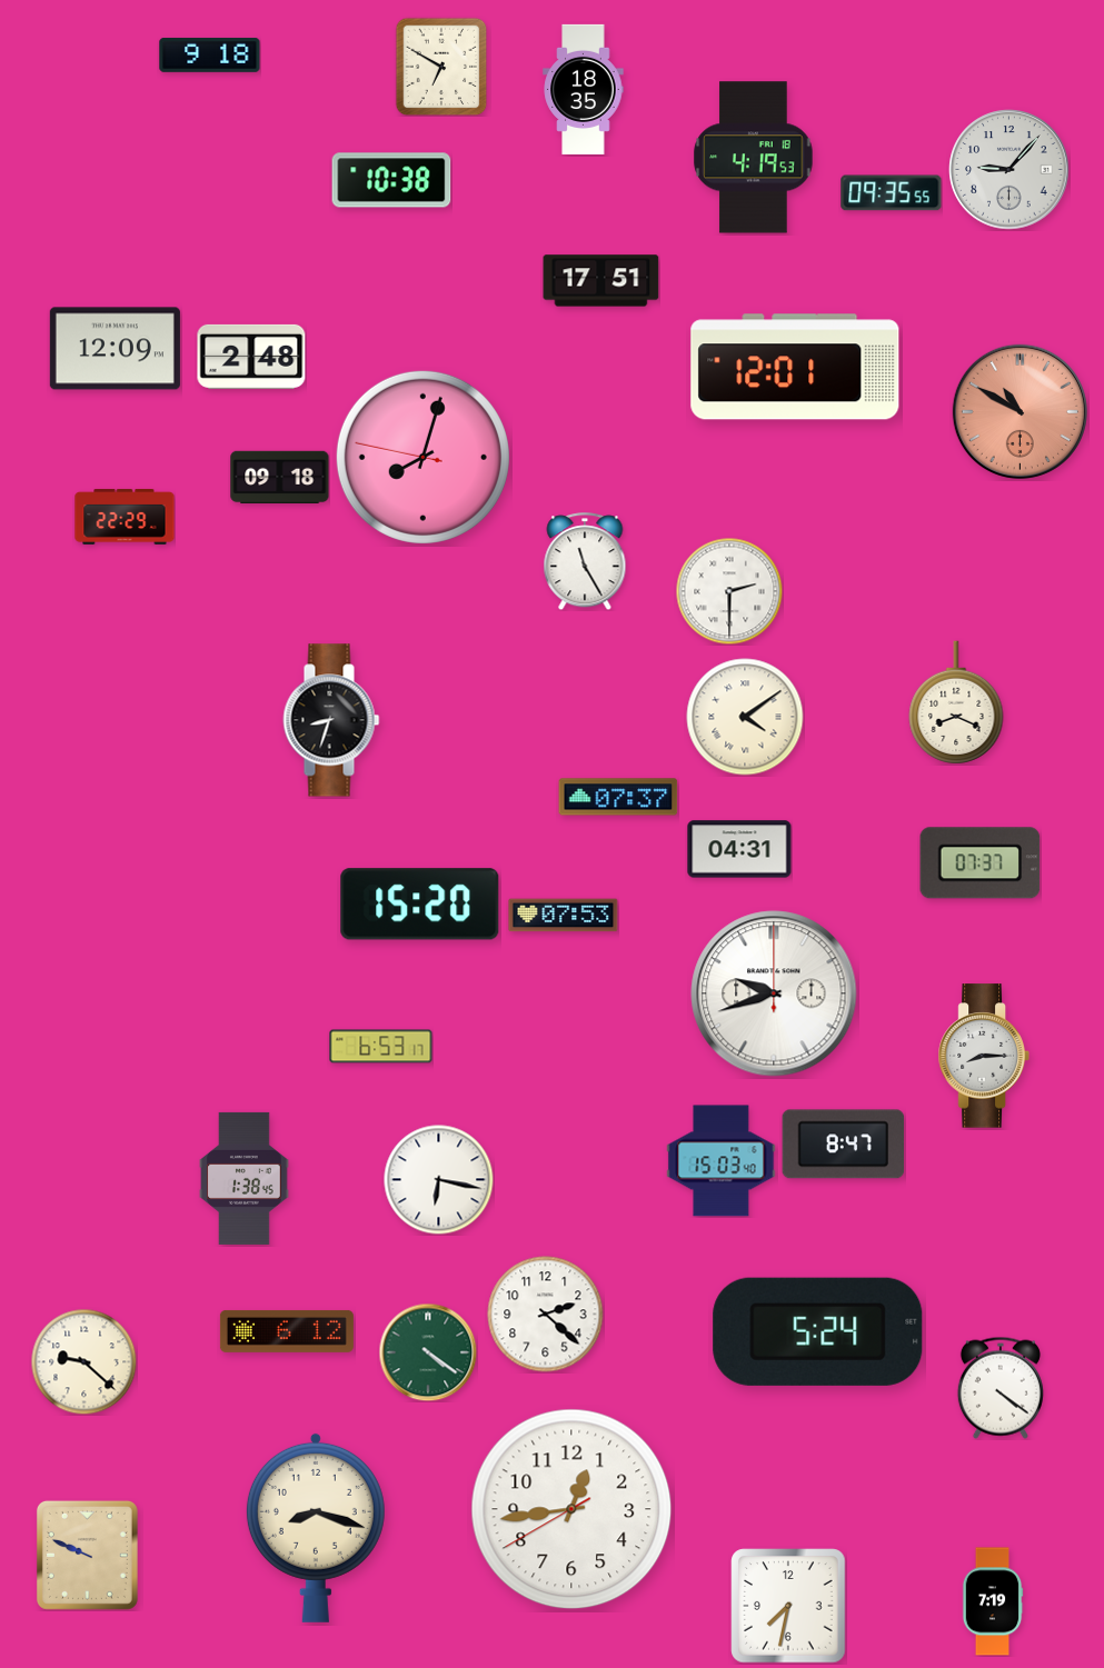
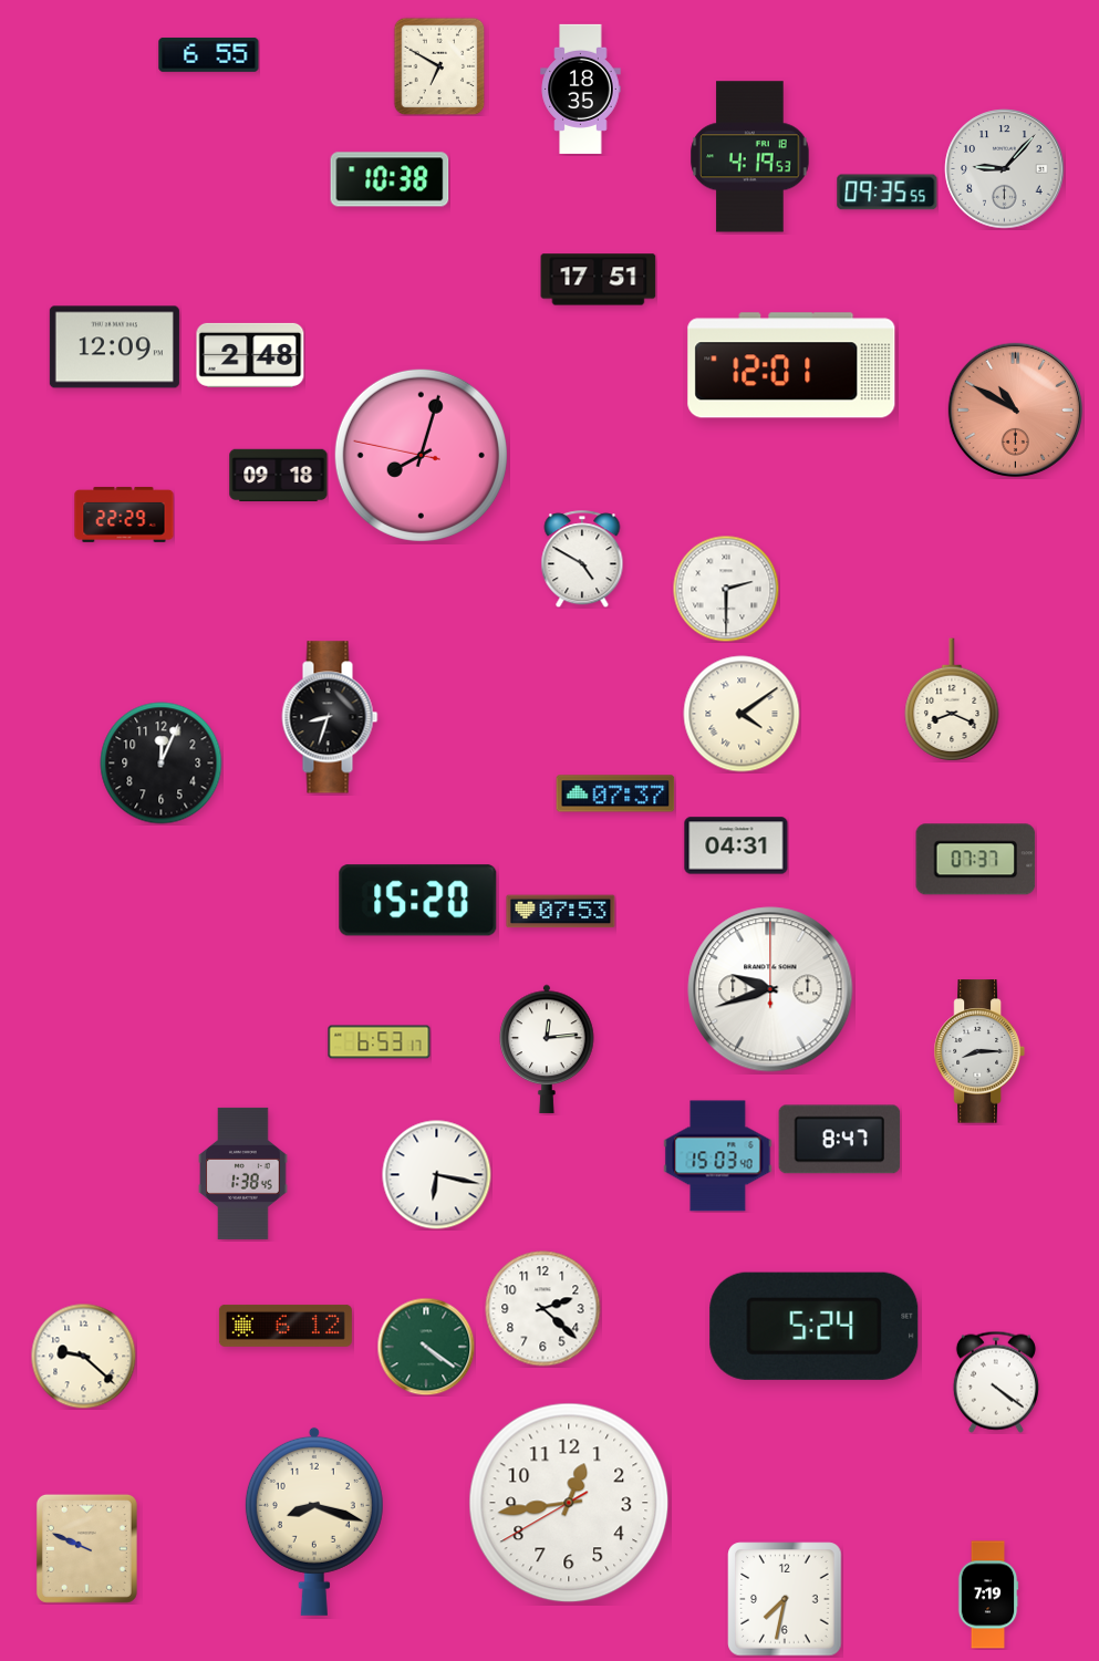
clock at (210, 54): 9:18 -> 6:55
clock at (585, 561): 11:25 -> 4:50
clock at (162, 764): none -> 12:04
clock at (547, 1049): none -> 12:14
